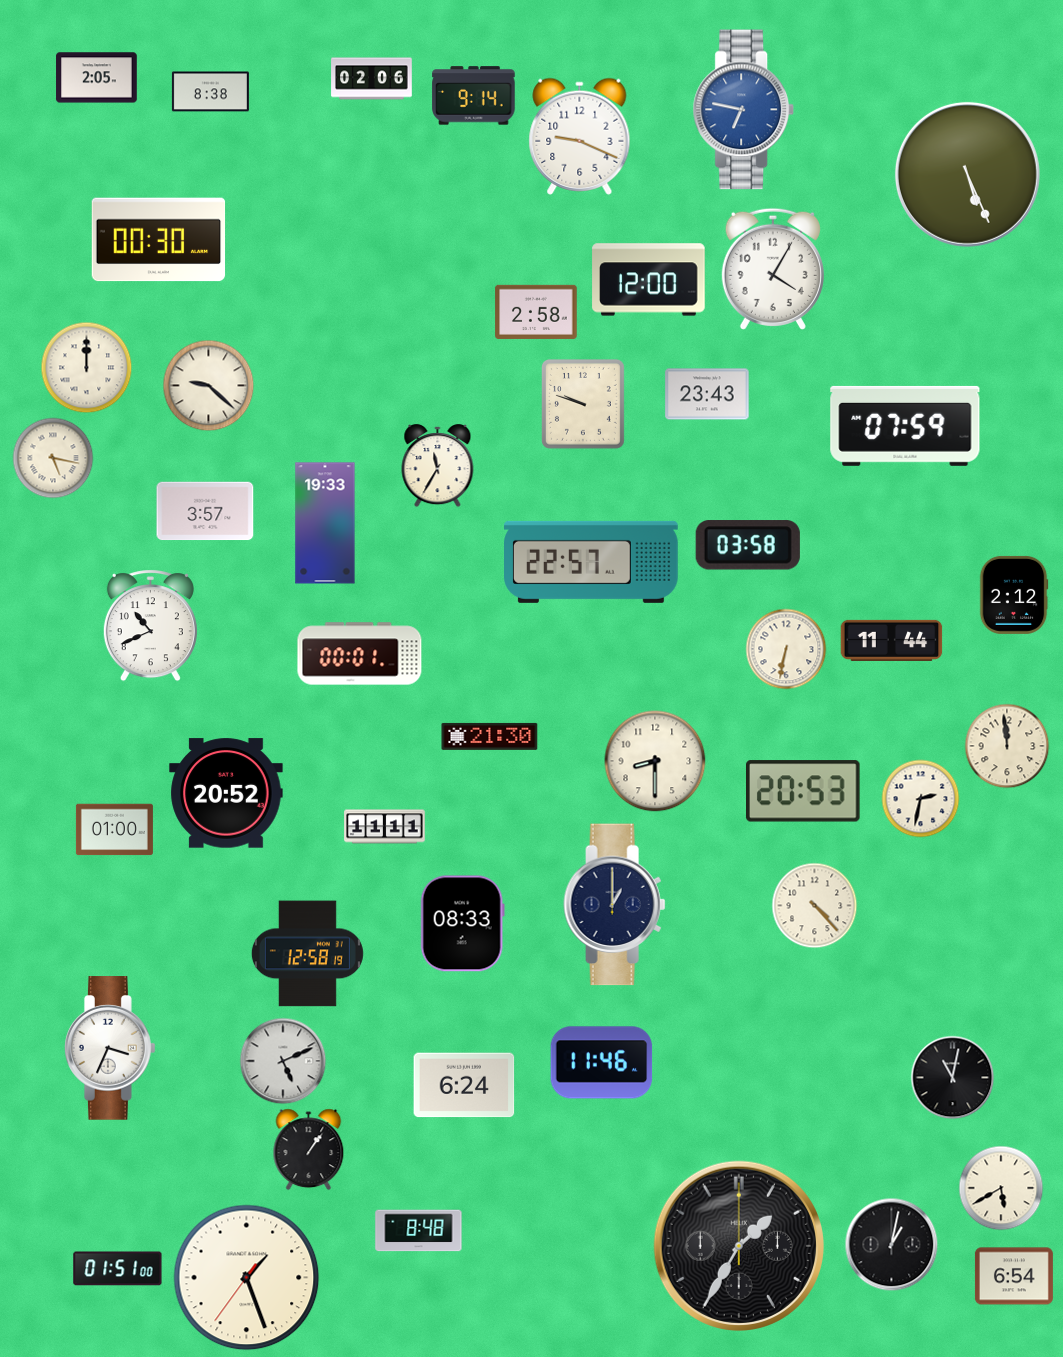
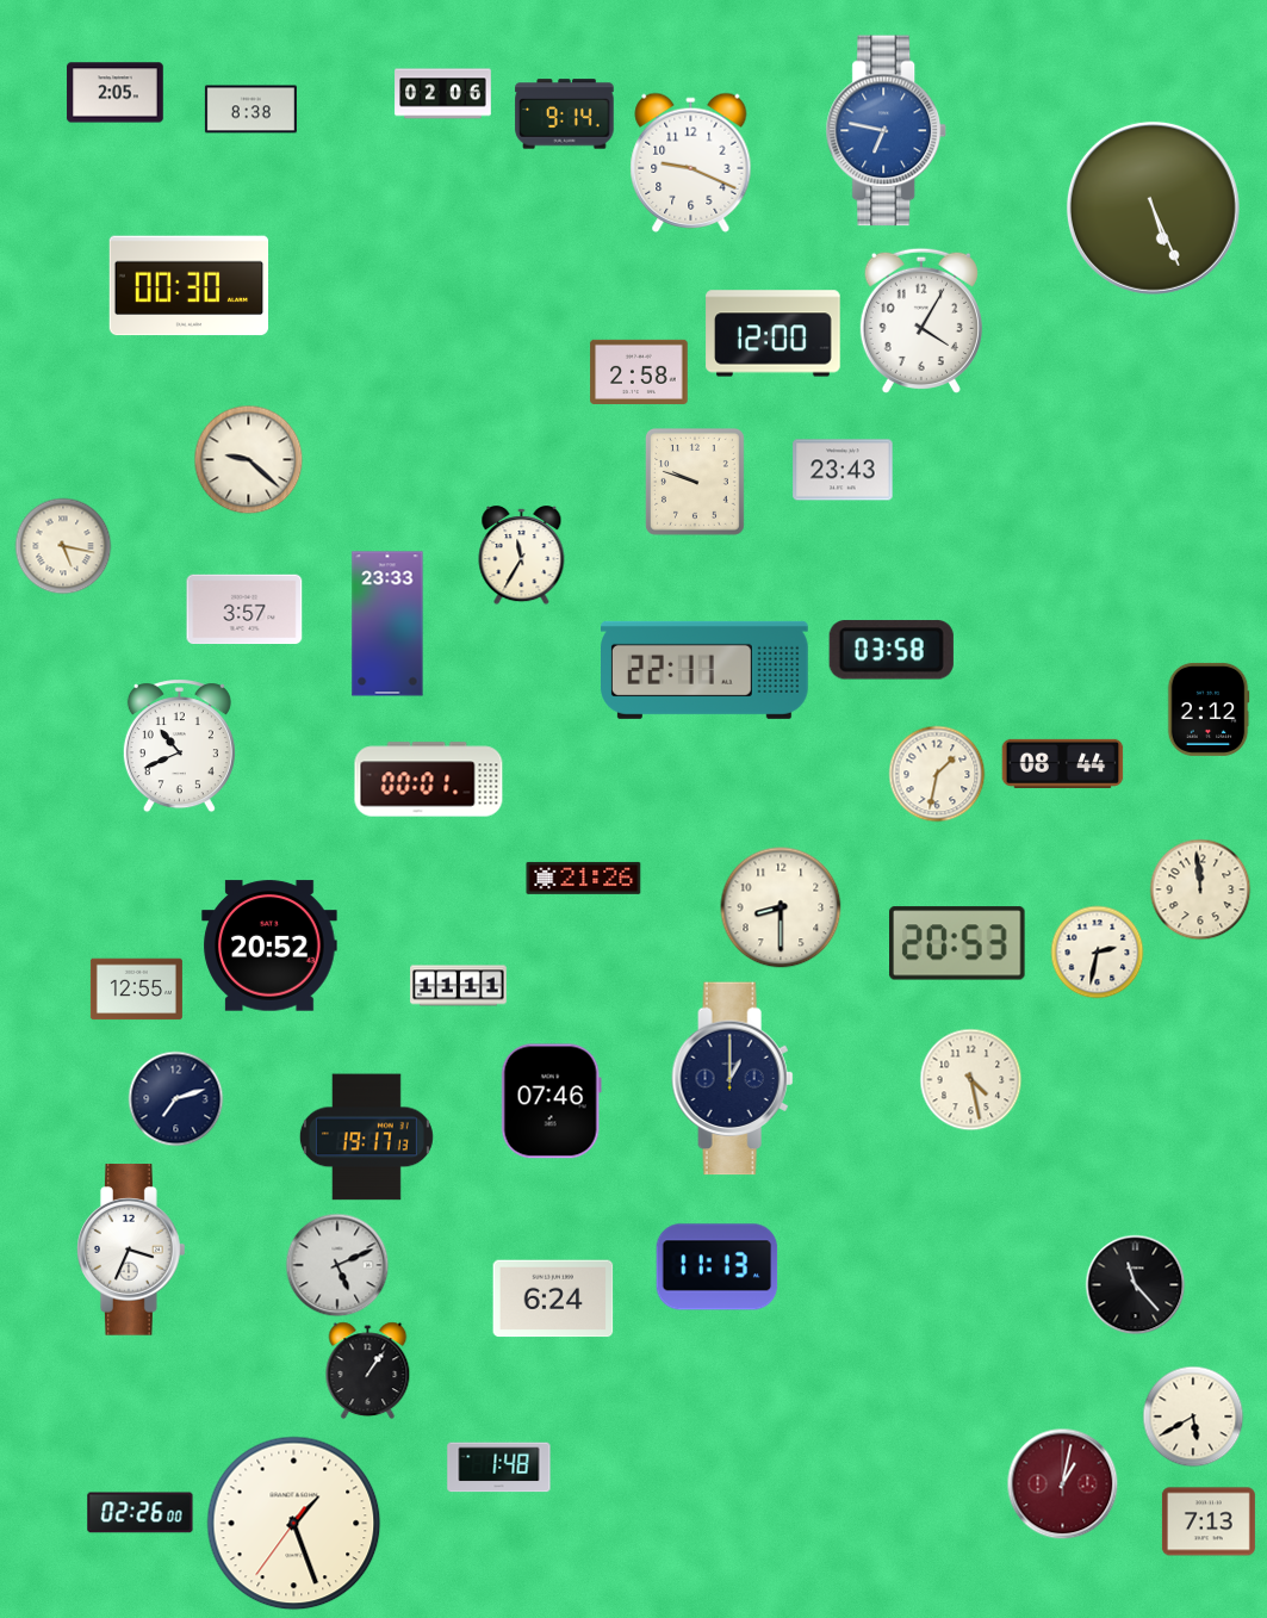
clock at (87, 368): 12:00 -> none
clock at (905, 426): 07:59 -> none
clock at (325, 523): 19:33 -> 23:33
clock at (592, 562): 22:57 -> 22:11
clock at (892, 640): 11:44 -> 08:44
clock at (786, 649): 6:32 -> 1:32
clock at (490, 736): 21:30 -> 21:26
clock at (114, 830): 01:00 -> 12:55
clock at (815, 906): 4:23 -> 4:28
clock at (176, 1099): none -> 7:12
clock at (462, 924): 08:33 -> 07:46
clock at (307, 954): 12:58 -> 19:17
clock at (602, 1063): 11:46 -> 11:13
clock at (953, 1078): 11:02 -> 11:23
clock at (464, 1085) position: (464, 1085) -> (553, 1298)
clock at (419, 1231): 8:48 -> 1:48
clock at (892, 1245) dial: black -> burgundy
clock at (739, 1246): 1:35 -> none
clock at (118, 1269): 01:51 -> 02:26
clock at (1014, 1276): 6:54 -> 7:13
